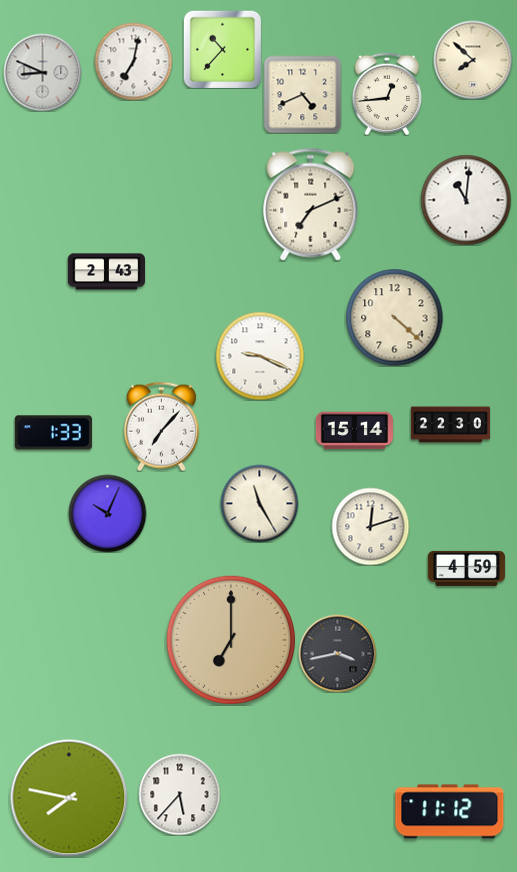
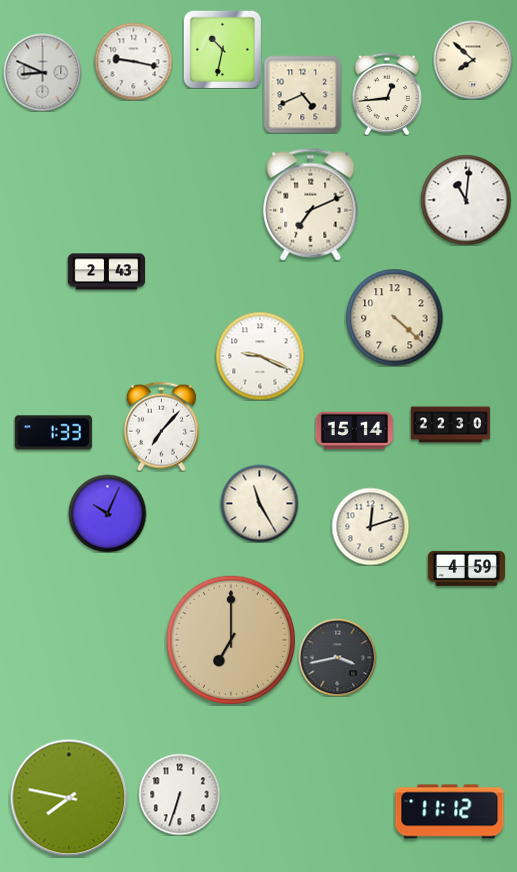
clock at (222, 49): 10:37 -> 10:32
clock at (133, 61): 7:02 -> 9:17
clock at (337, 653) position: (337, 653) -> (337, 657)
clock at (179, 794): 5:37 -> 6:33
